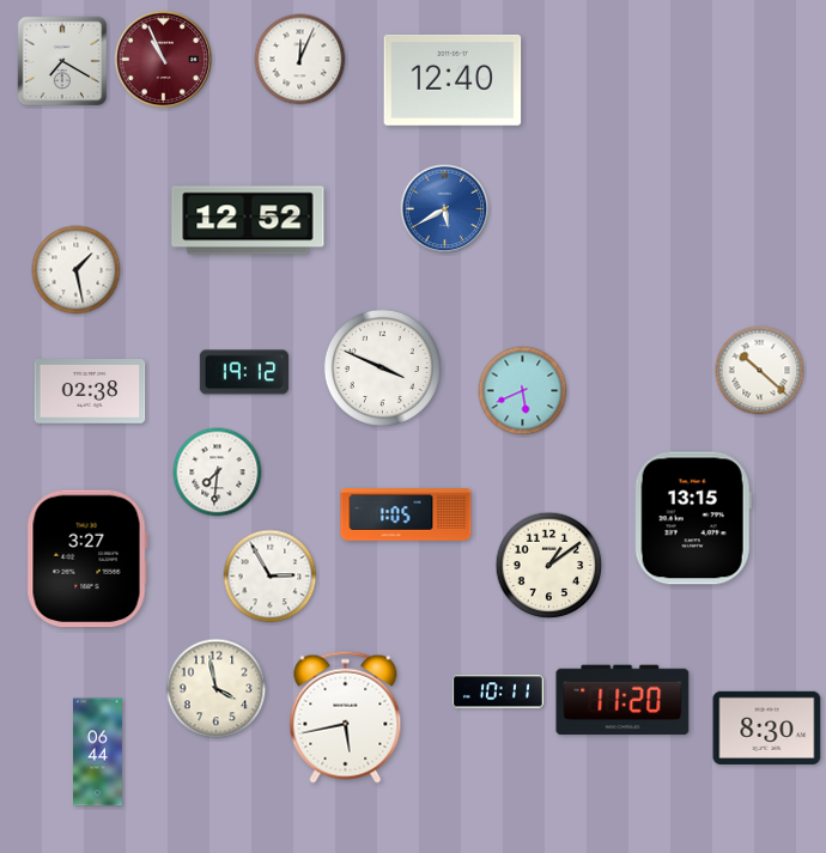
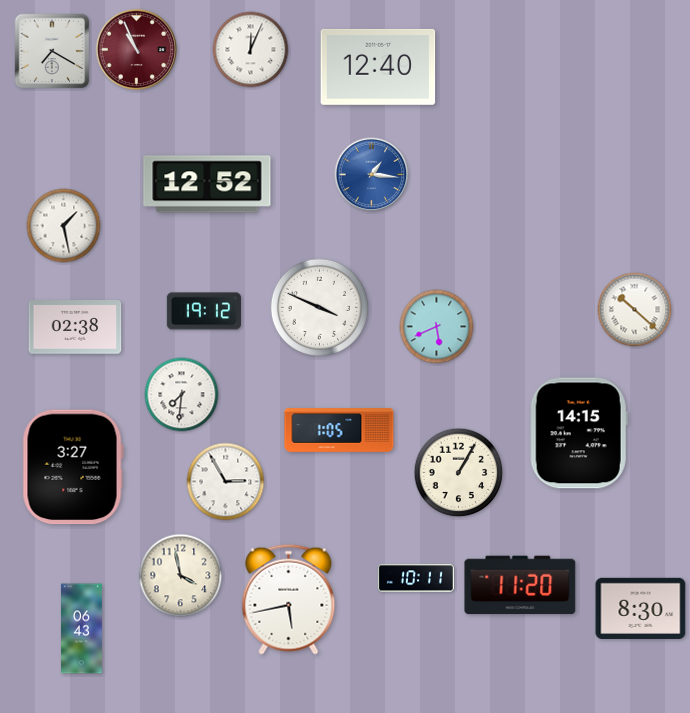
clock at (445, 209): 5:40 -> 1:16
clock at (693, 518): 13:15 -> 14:15
clock at (549, 566): 1:09 -> 1:05
clock at (98, 753): 06:44 -> 06:43
